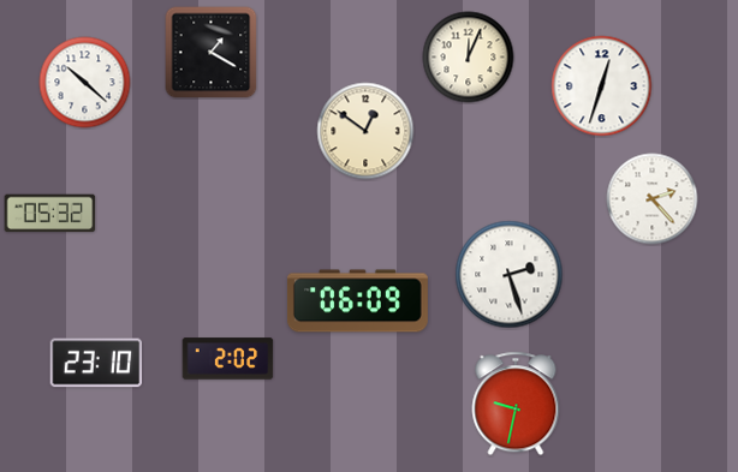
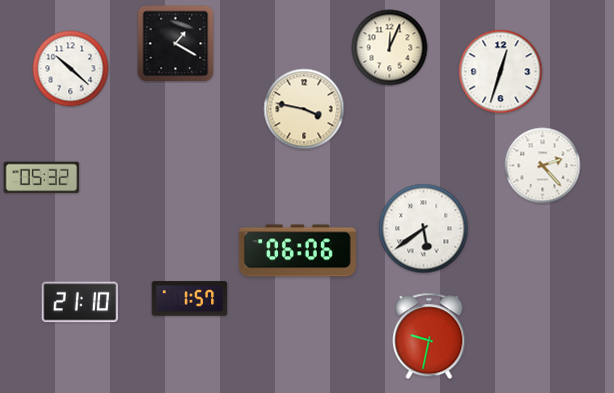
clock at (365, 131): 12:51 -> 3:47
clock at (510, 275): 2:27 -> 5:39
clock at (357, 301): 06:09 -> 06:06
clock at (228, 359): 2:02 -> 1:57
clock at (96, 363): 23:10 -> 21:10
